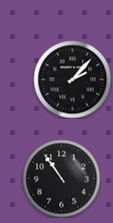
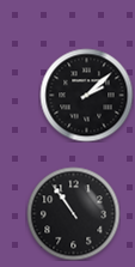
clock at (72, 79): 2:07 -> 2:08
